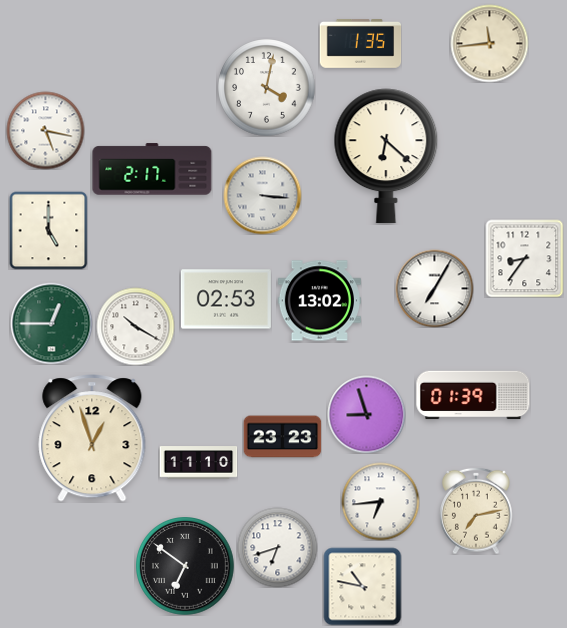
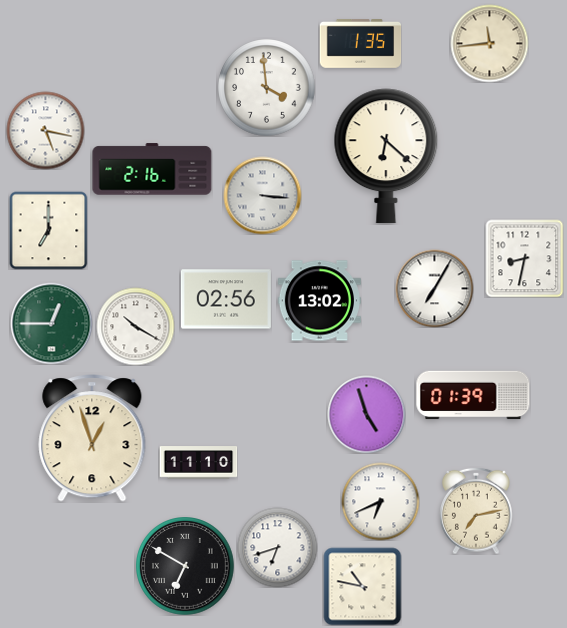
clock at (267, 88): 4:02 -> 3:59
clock at (152, 169): 2:17 -> 2:16
clock at (48, 230): 5:00 -> 7:00
clock at (524, 258): 8:36 -> 8:32
clock at (226, 299): 02:53 -> 02:56
clock at (366, 414): 8:57 -> 4:57
clock at (282, 437): 23:23 -> none
clock at (380, 501): 6:44 -> 6:41
clock at (185, 566): 6:51 -> 6:50
